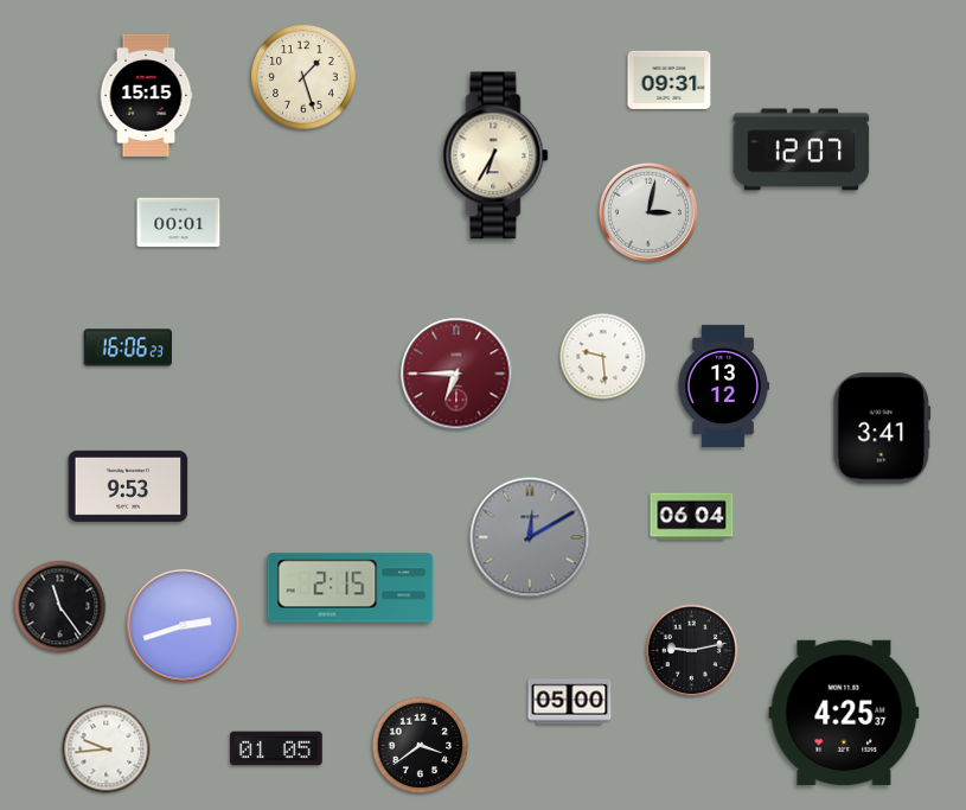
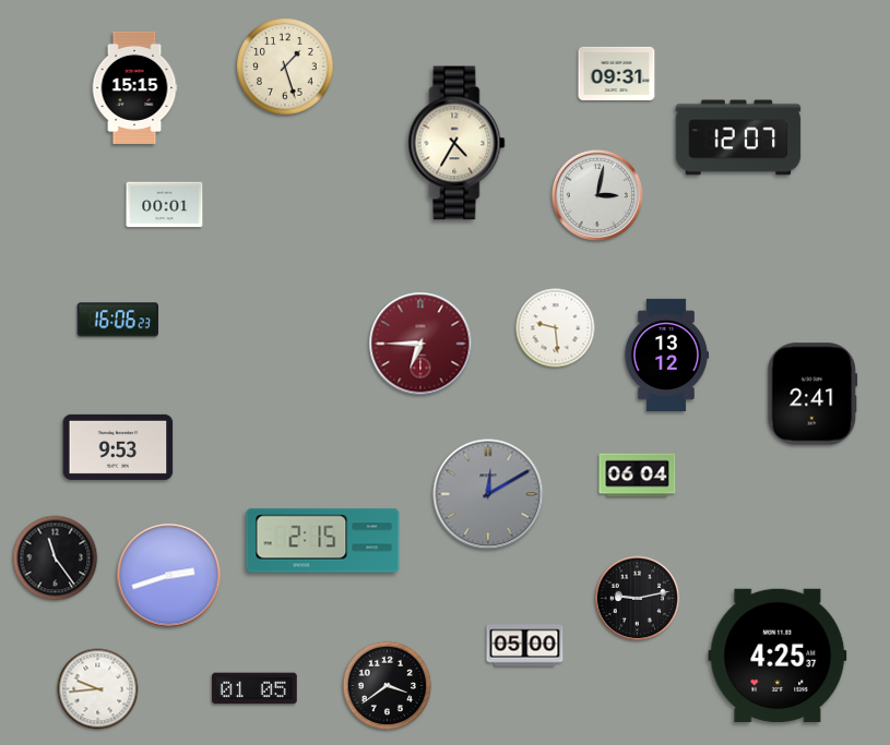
clock at (303, 77) position: (303, 77) -> (285, 67)
clock at (495, 155): 6:35 -> 4:35
clock at (882, 428): 3:41 -> 2:41
